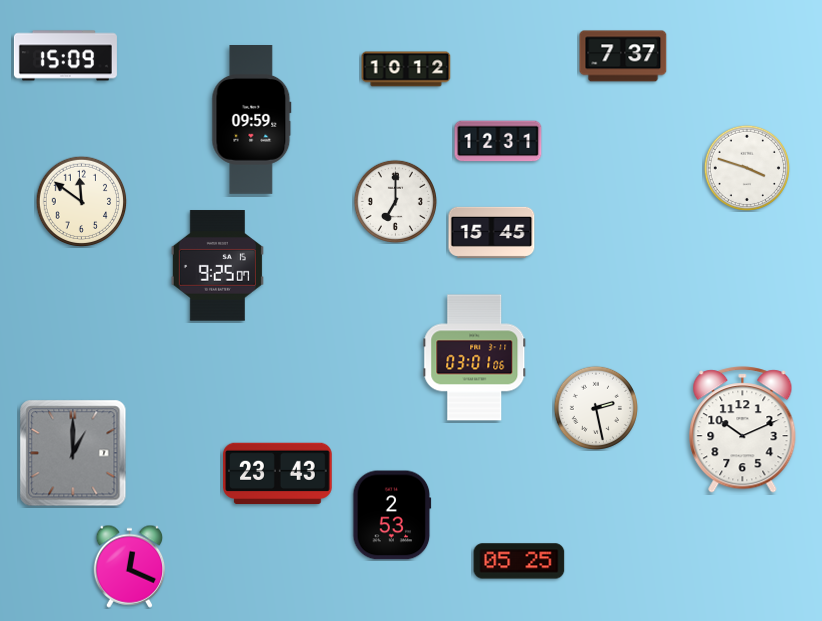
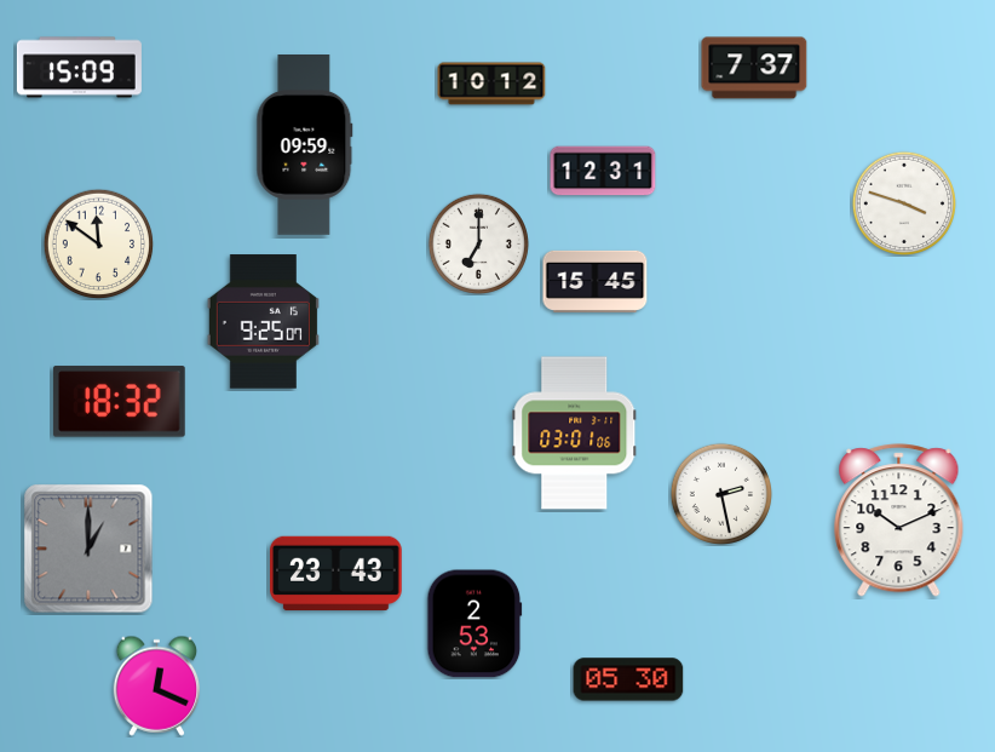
clock at (119, 402): none -> 18:32
clock at (519, 561): 05:25 -> 05:30
